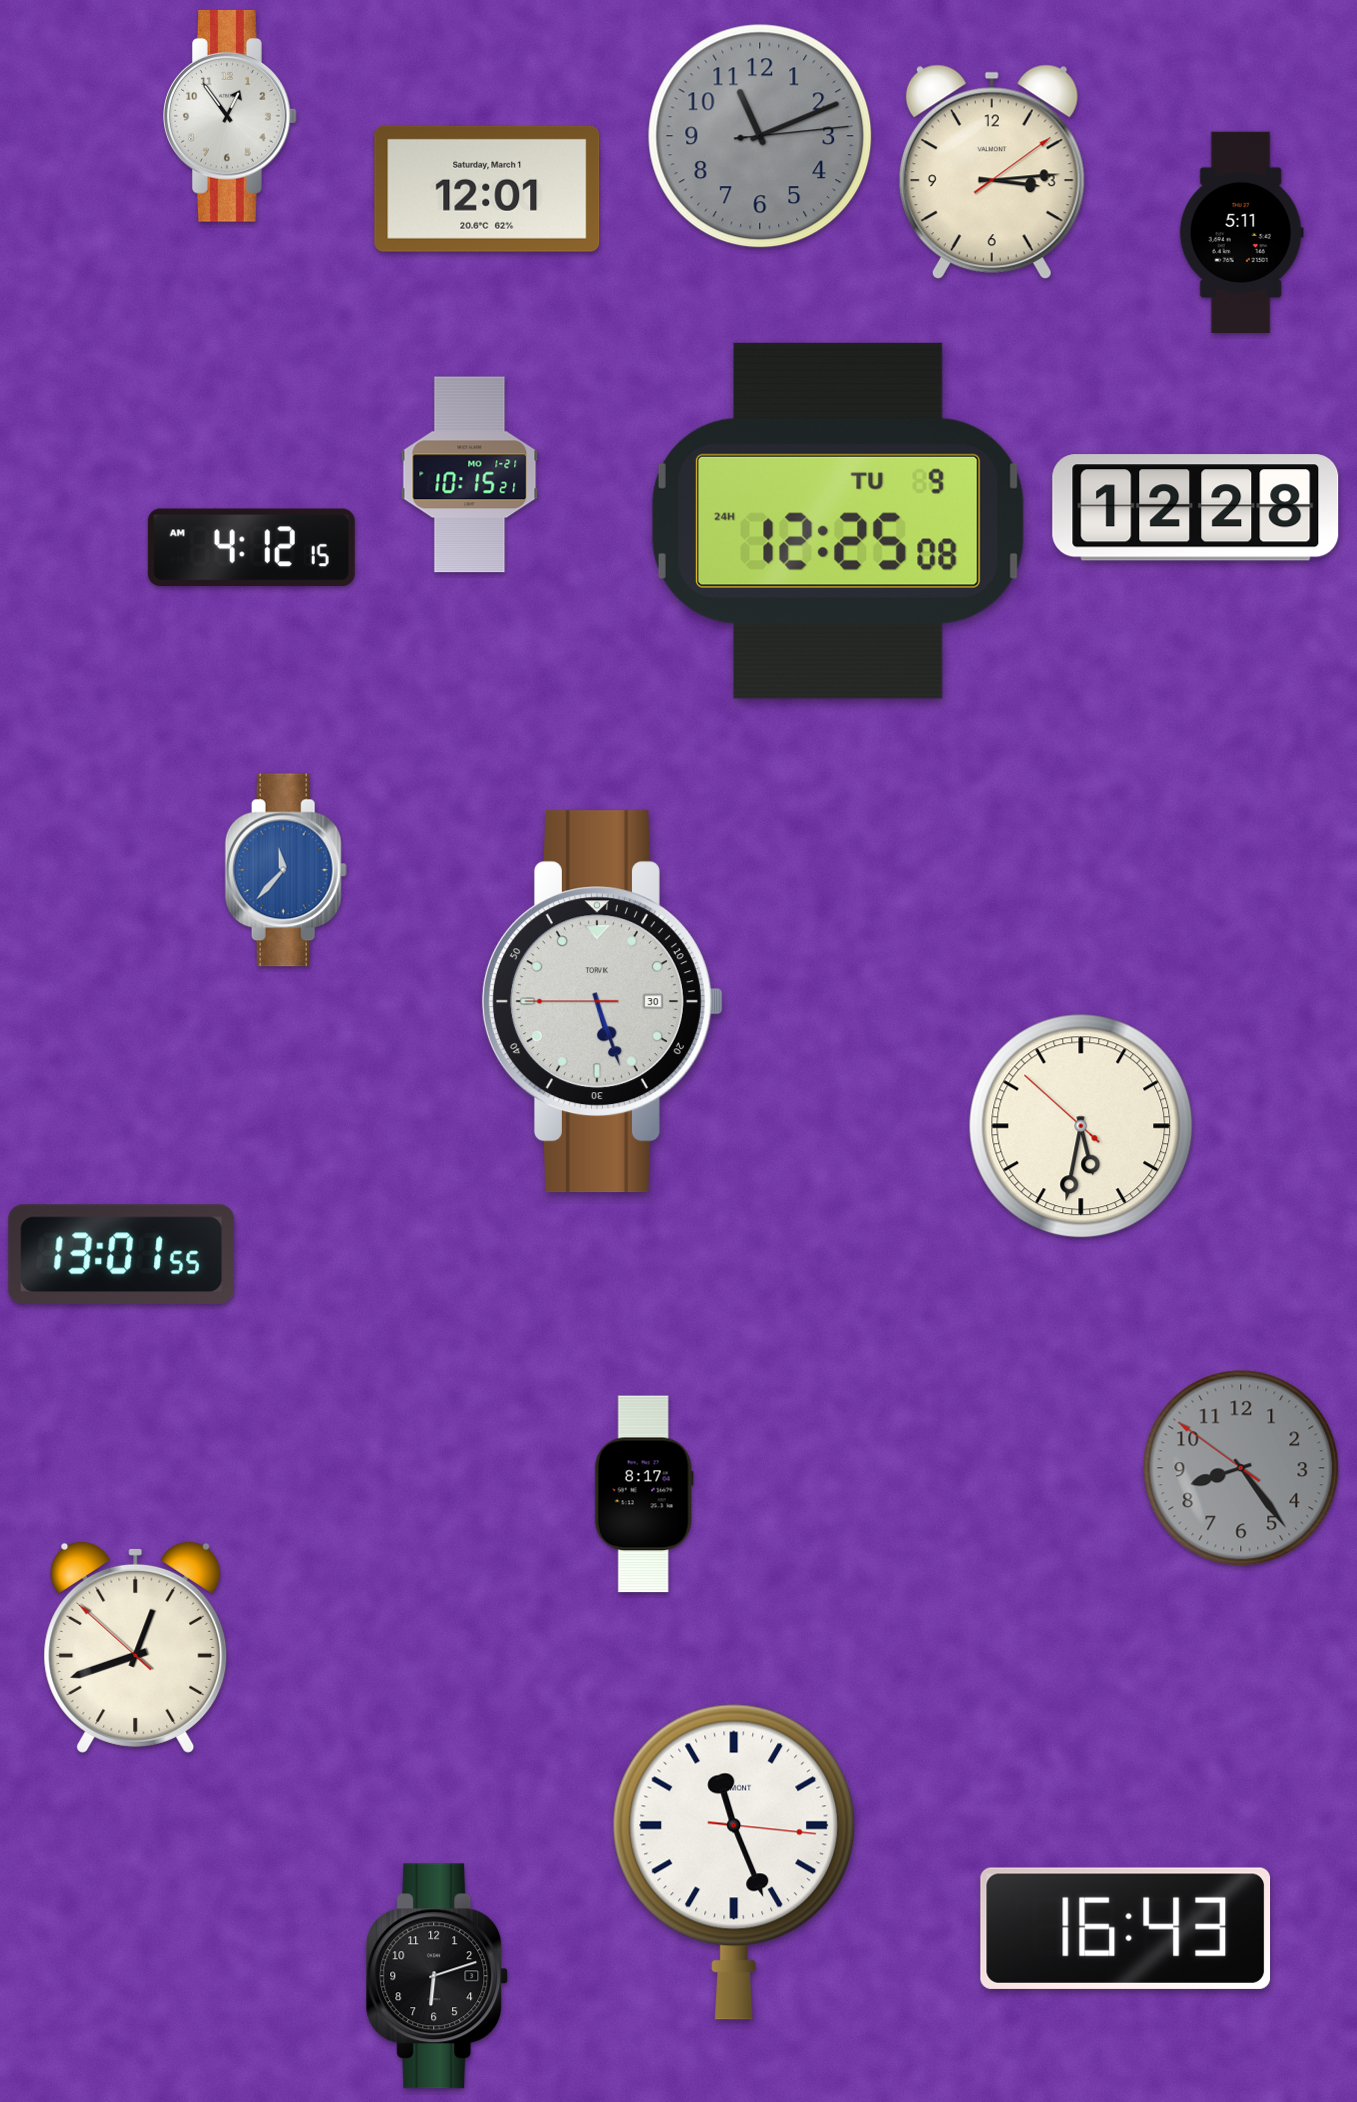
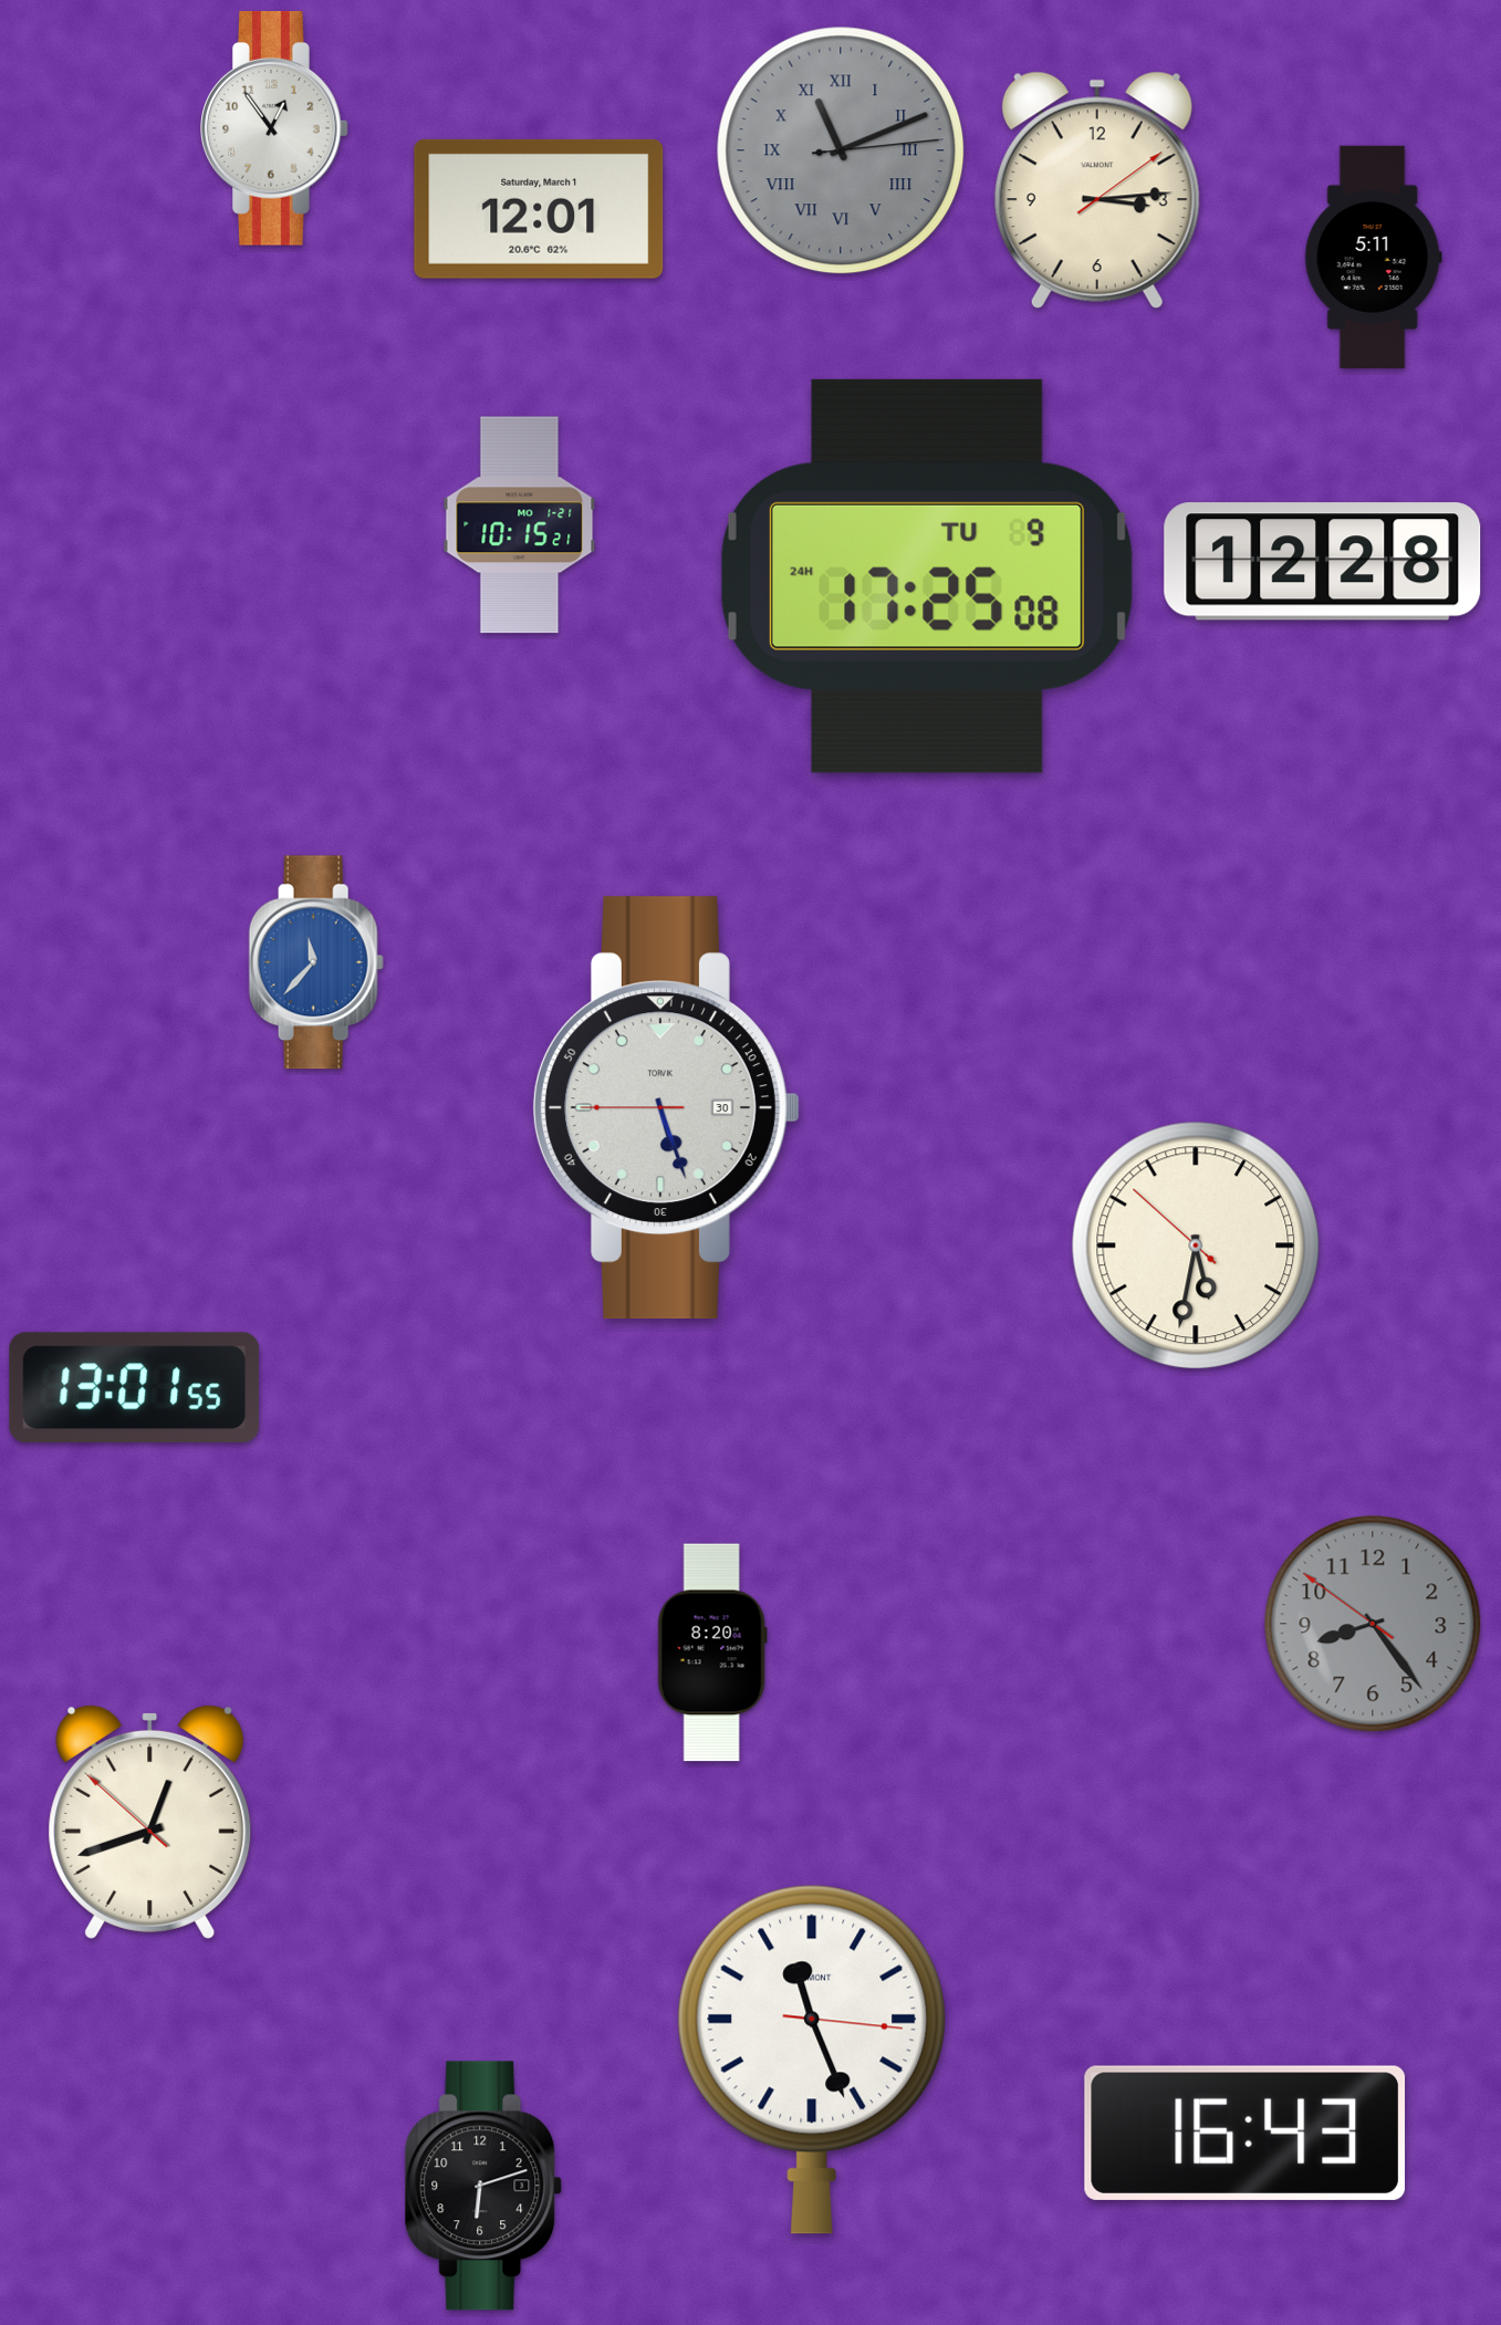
clock at (231, 116) position: (231, 116) -> (275, 128)
clock at (760, 136) numerals: Arabic -> Roman
clock at (838, 521): 12:25 -> 17:25
clock at (251, 548): 4:12 -> none
clock at (644, 1494): 8:17 -> 8:20
